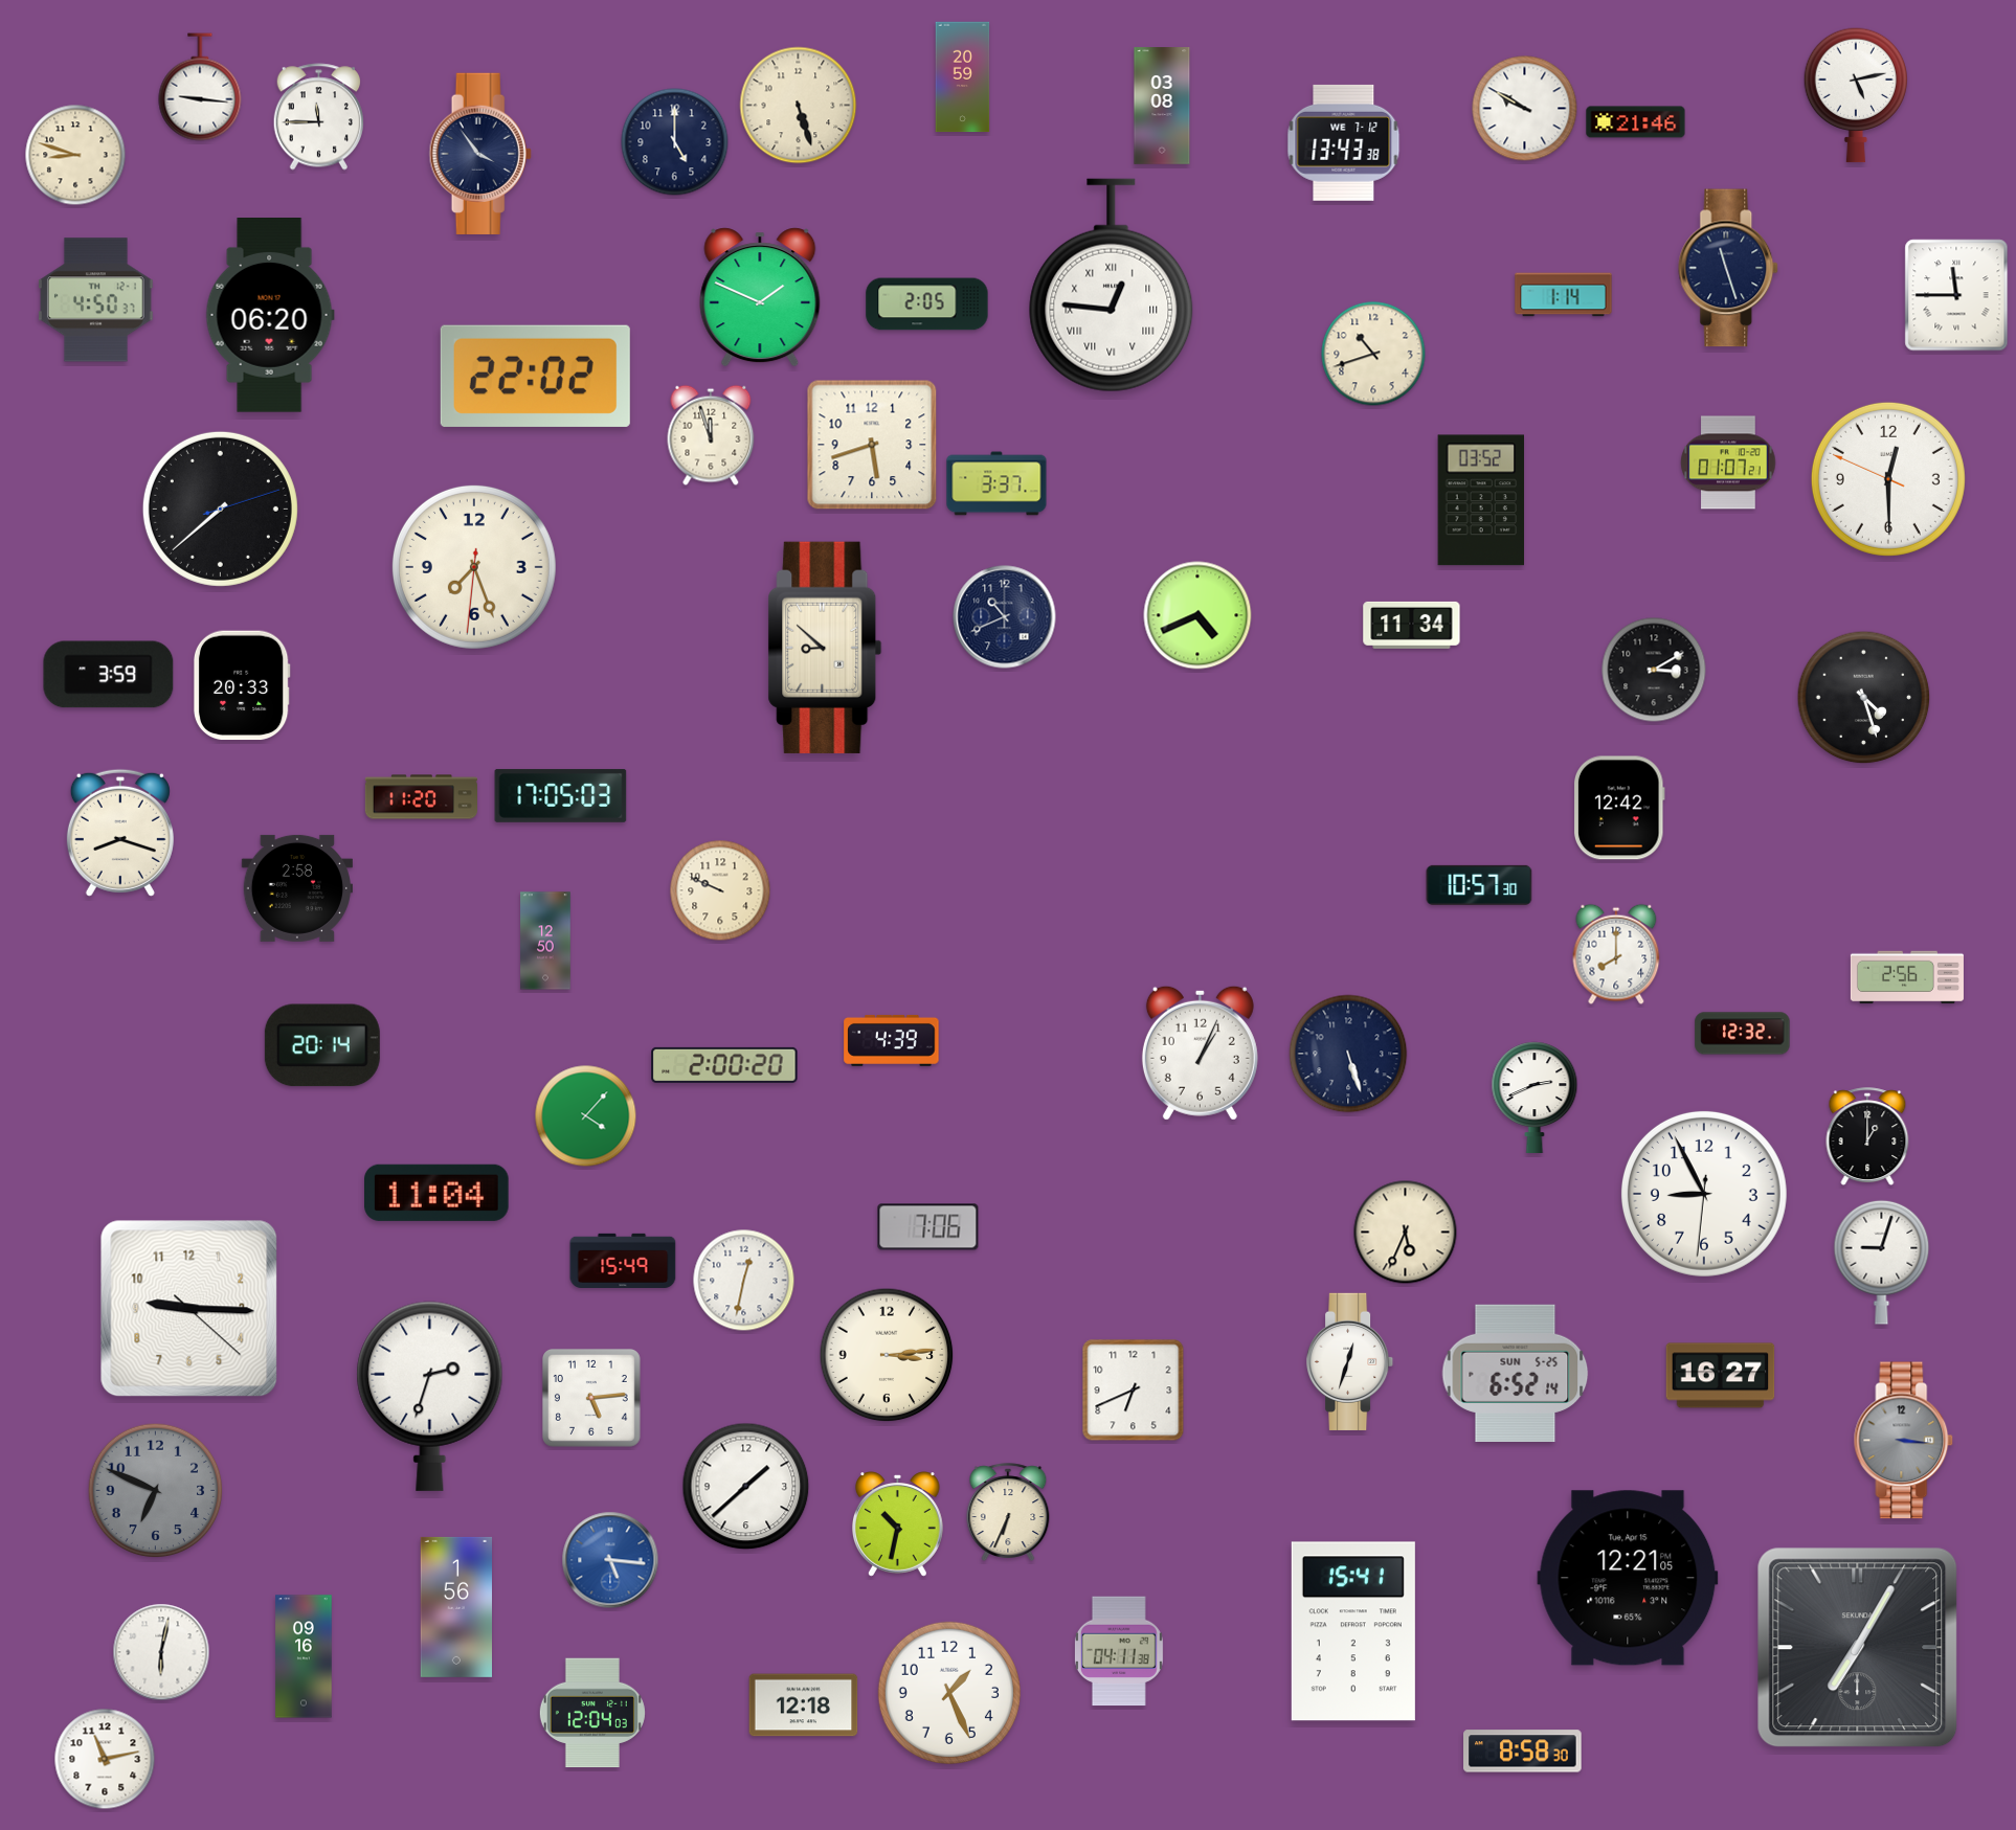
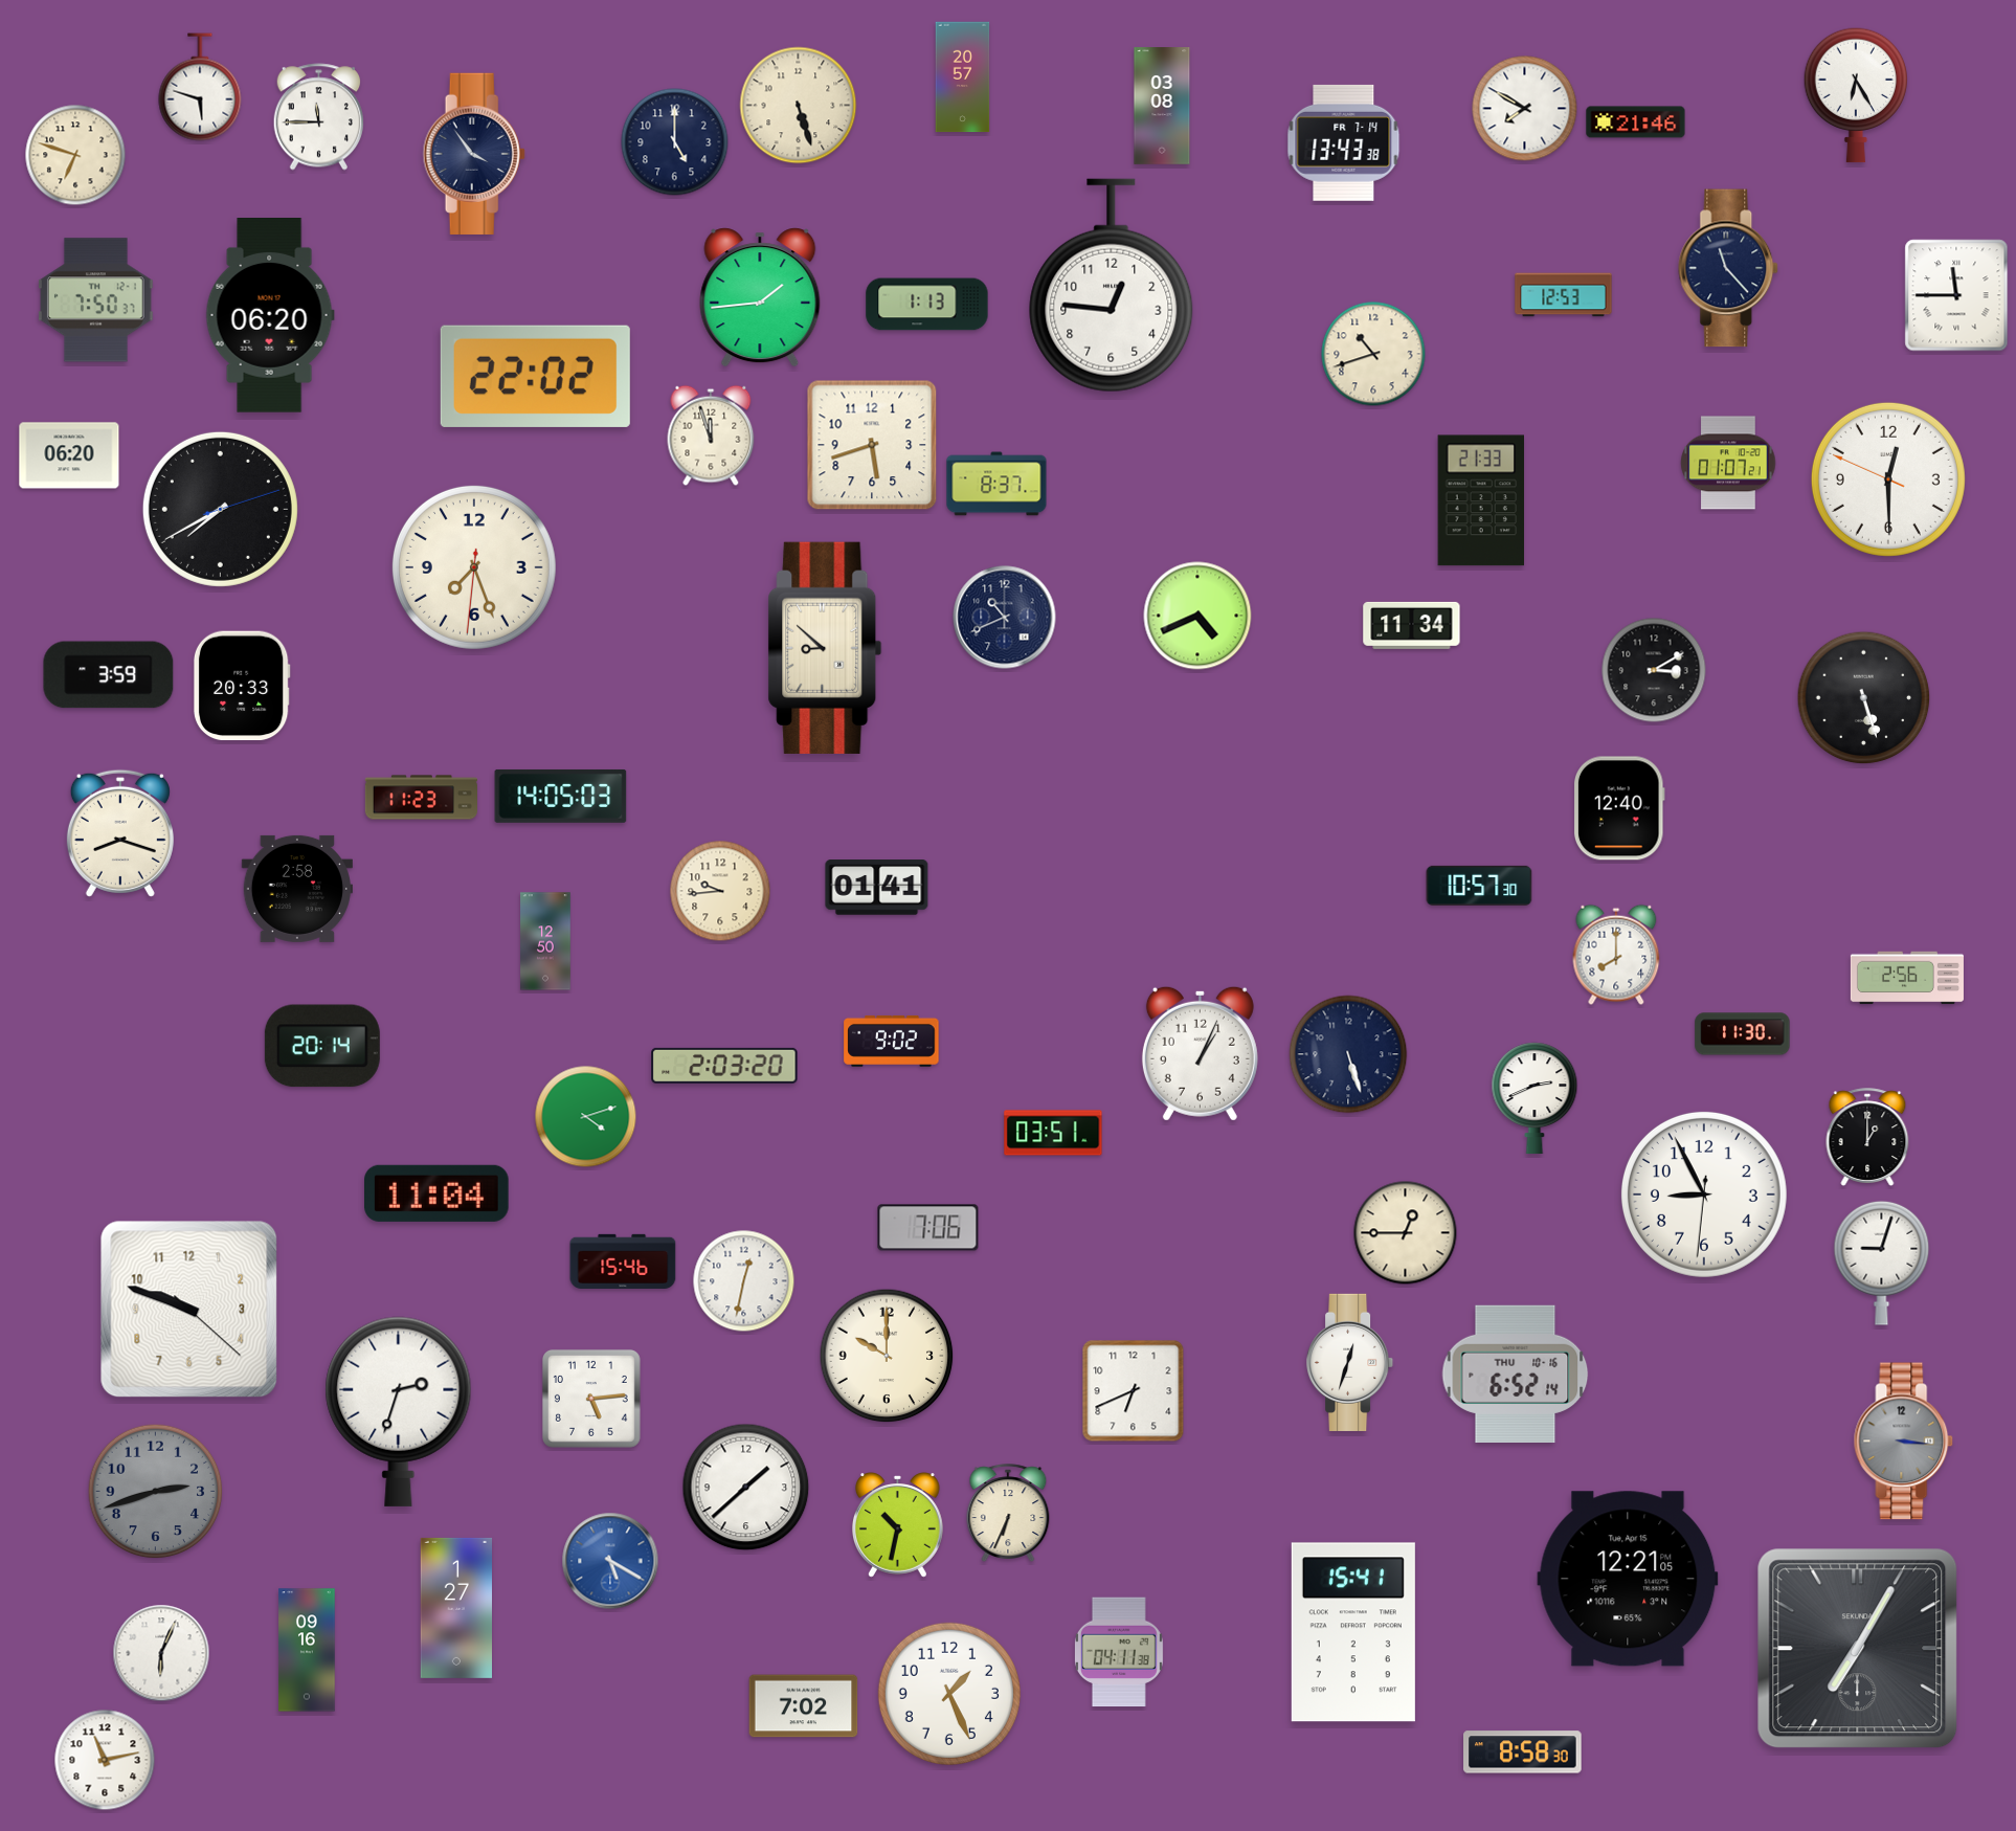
clock at (963, 77): 20:59 -> 20:57
clock at (200, 87): 9:16 -> 5:48
clock at (1855, 95): 5:13 -> 6:25
clock at (1525, 109): 9:50 -> 7:50
clock at (1344, 142) date: WE 7-12 -> FR 7-14
clock at (480, 154) position: (480, 154) -> (474, 154)
clock at (75, 155): 8:48 -> 6:48
clock at (1729, 268): 11:27 -> 11:23
clock at (1112, 286) numerals: Roman -> Arabic
clock at (1564, 295): 1:14 -> 12:53
clock at (760, 297): 1:49 -> 1:44
clock at (95, 300): 4:50 -> 7:50
clock at (927, 304): 2:05 -> 1:13
clock at (69, 455): none -> 06:20
clock at (996, 483): 3:37 -> 8:37
clock at (1481, 500): 03:52 -> 21:33
clock at (220, 509): 7:38 -> 7:40
clock at (1864, 698): 4:27 -> 5:27
clock at (561, 795): 17:05 -> 14:05
clock at (421, 797): 11:20 -> 11:23
clock at (1619, 808): 12:42 -> 12:40
clock at (877, 888): none -> 01:41
clock at (720, 890): 9:49 -> 9:44
clock at (1743, 1034): 12:32 -> 11:30
clock at (892, 1040): 4:39 -> 9:02
clock at (724, 1065): 2:00 -> 2:03
clock at (586, 1116): 4:07 -> 4:12
clock at (1053, 1133): none -> 03:51
clock at (1406, 1233): 5:34 -> 12:45
clock at (623, 1260): 15:49 -> 15:46
clock at (189, 1309): 9:15 -> 9:48
clock at (887, 1355): 3:14 -> 10:00
clock at (1516, 1373) date: SUN 5-25 -> THU 10-16
clock at (1721, 1376): 16:27 -> none
clock at (430, 1396) position: (430, 1396) -> (399, 1411)
clock at (156, 1491): 6:49 -> 2:42
clock at (610, 1560): 5:16 -> 5:20
clock at (455, 1607): 1:56 -> 1:27
clock at (161, 1652): 6:02 -> 6:04
clock at (304, 1656) position: (304, 1656) -> (307, 1650)
clock at (804, 1705): 12:18 -> 7:02
clock at (592, 1713): 12:04 -> none
